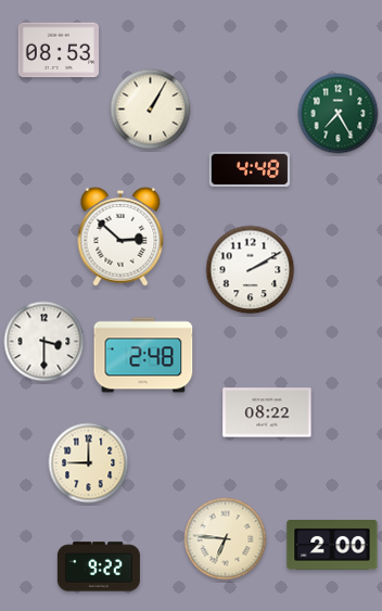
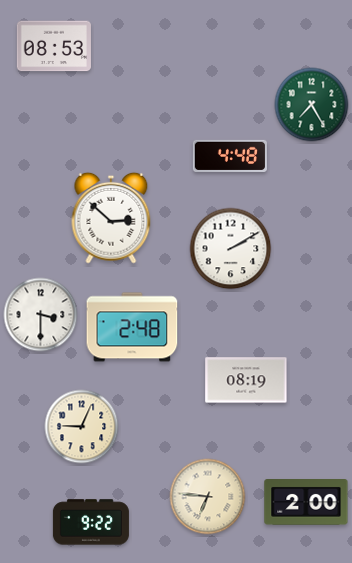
clock at (151, 110): 1:05 -> none
clock at (267, 412): 08:22 -> 08:19
clock at (89, 463): 9:00 -> 9:04
